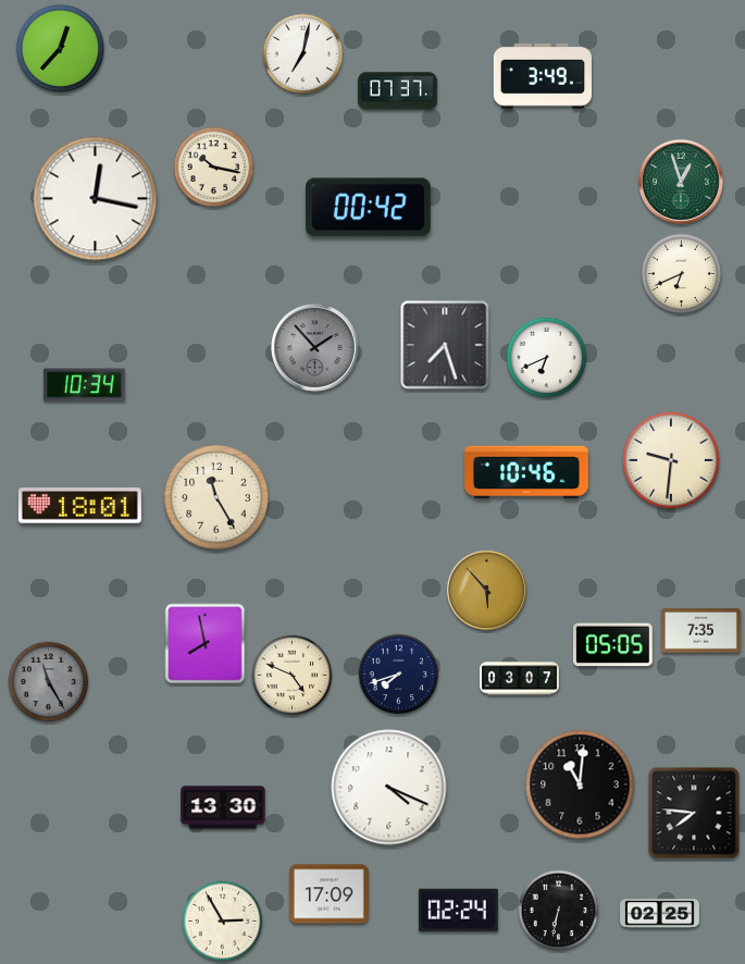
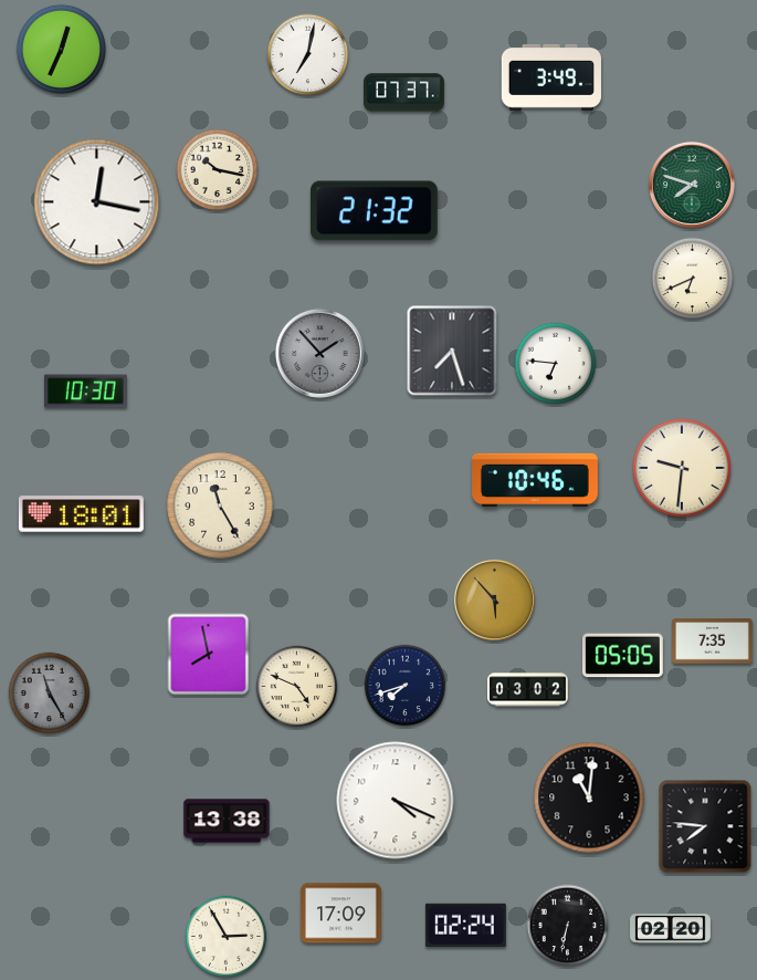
clock at (60, 48): 12:37 -> 12:34
clock at (681, 182): 12:57 -> 7:48
clock at (369, 208): 00:42 -> 21:32
clock at (547, 358): 6:41 -> 6:46
clock at (85, 385): 10:34 -> 10:30
clock at (520, 679): 03:07 -> 03:02
clock at (223, 807): 13:30 -> 13:38
clock at (330, 894) position: (330, 894) -> (341, 914)
clock at (660, 914): 02:25 -> 02:20
